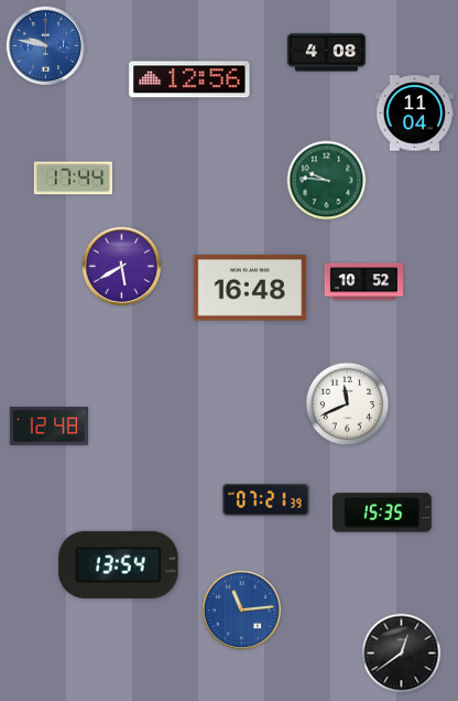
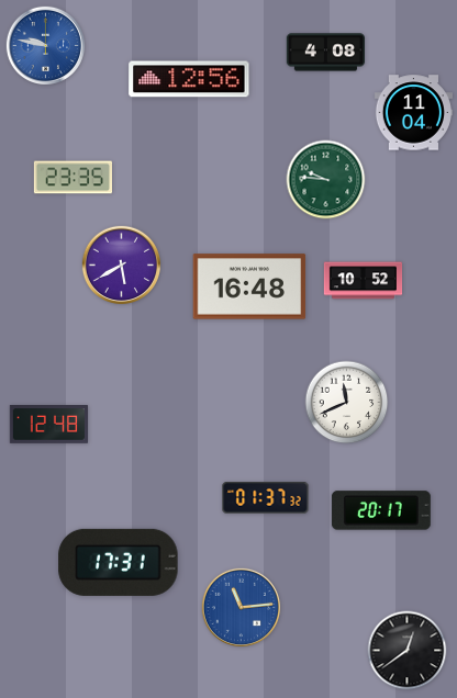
clock at (73, 179): 17:44 -> 23:35
clock at (266, 500): 07:21 -> 01:37
clock at (382, 513): 15:35 -> 20:17
clock at (119, 564): 13:54 -> 17:31
clock at (402, 654) position: (402, 654) -> (408, 651)
